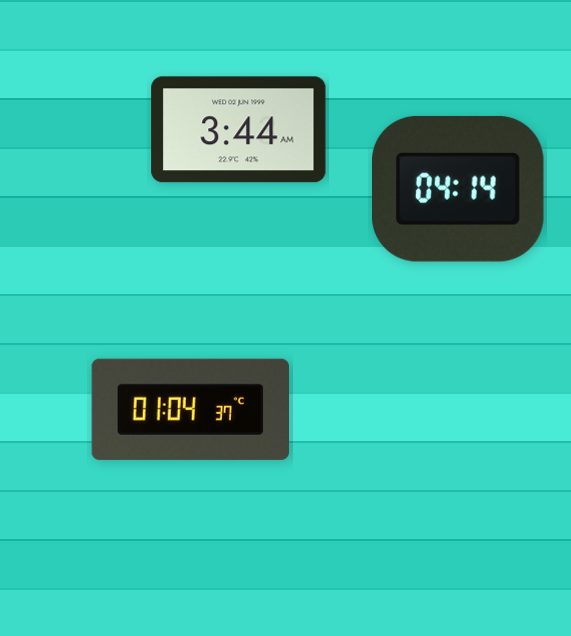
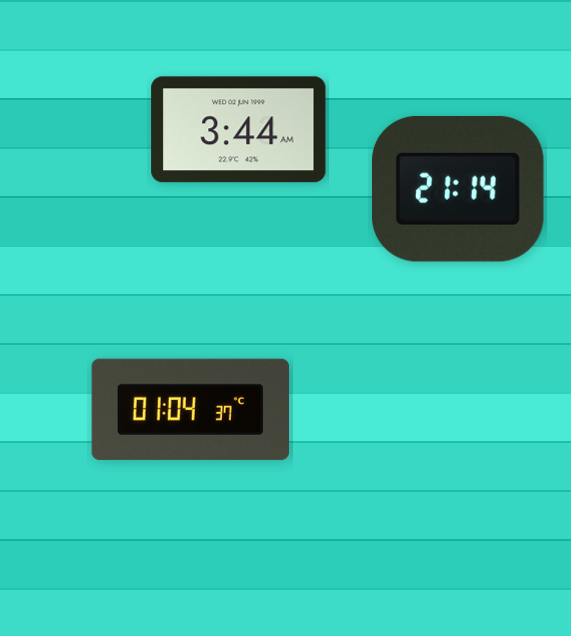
clock at (458, 189): 04:14 -> 21:14
